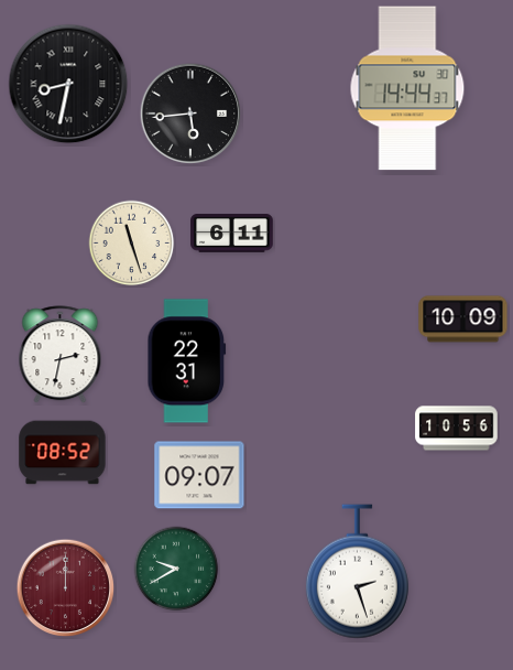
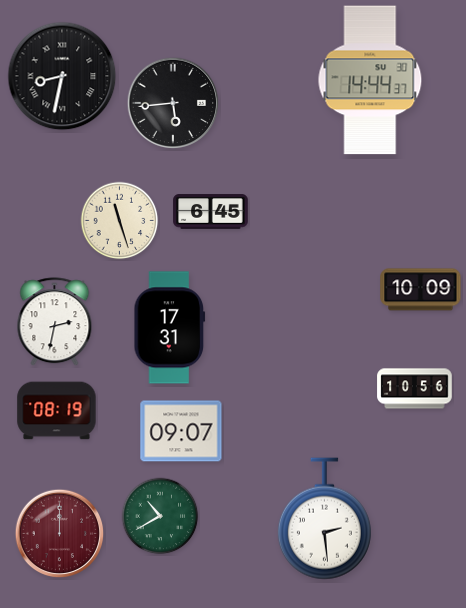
clock at (232, 234): 6:11 -> 6:45
clock at (187, 361): 22:31 -> 17:31
clock at (63, 453): 08:52 -> 08:19
clock at (176, 569): 9:40 -> 10:40
clock at (357, 572): 2:27 -> 2:29
